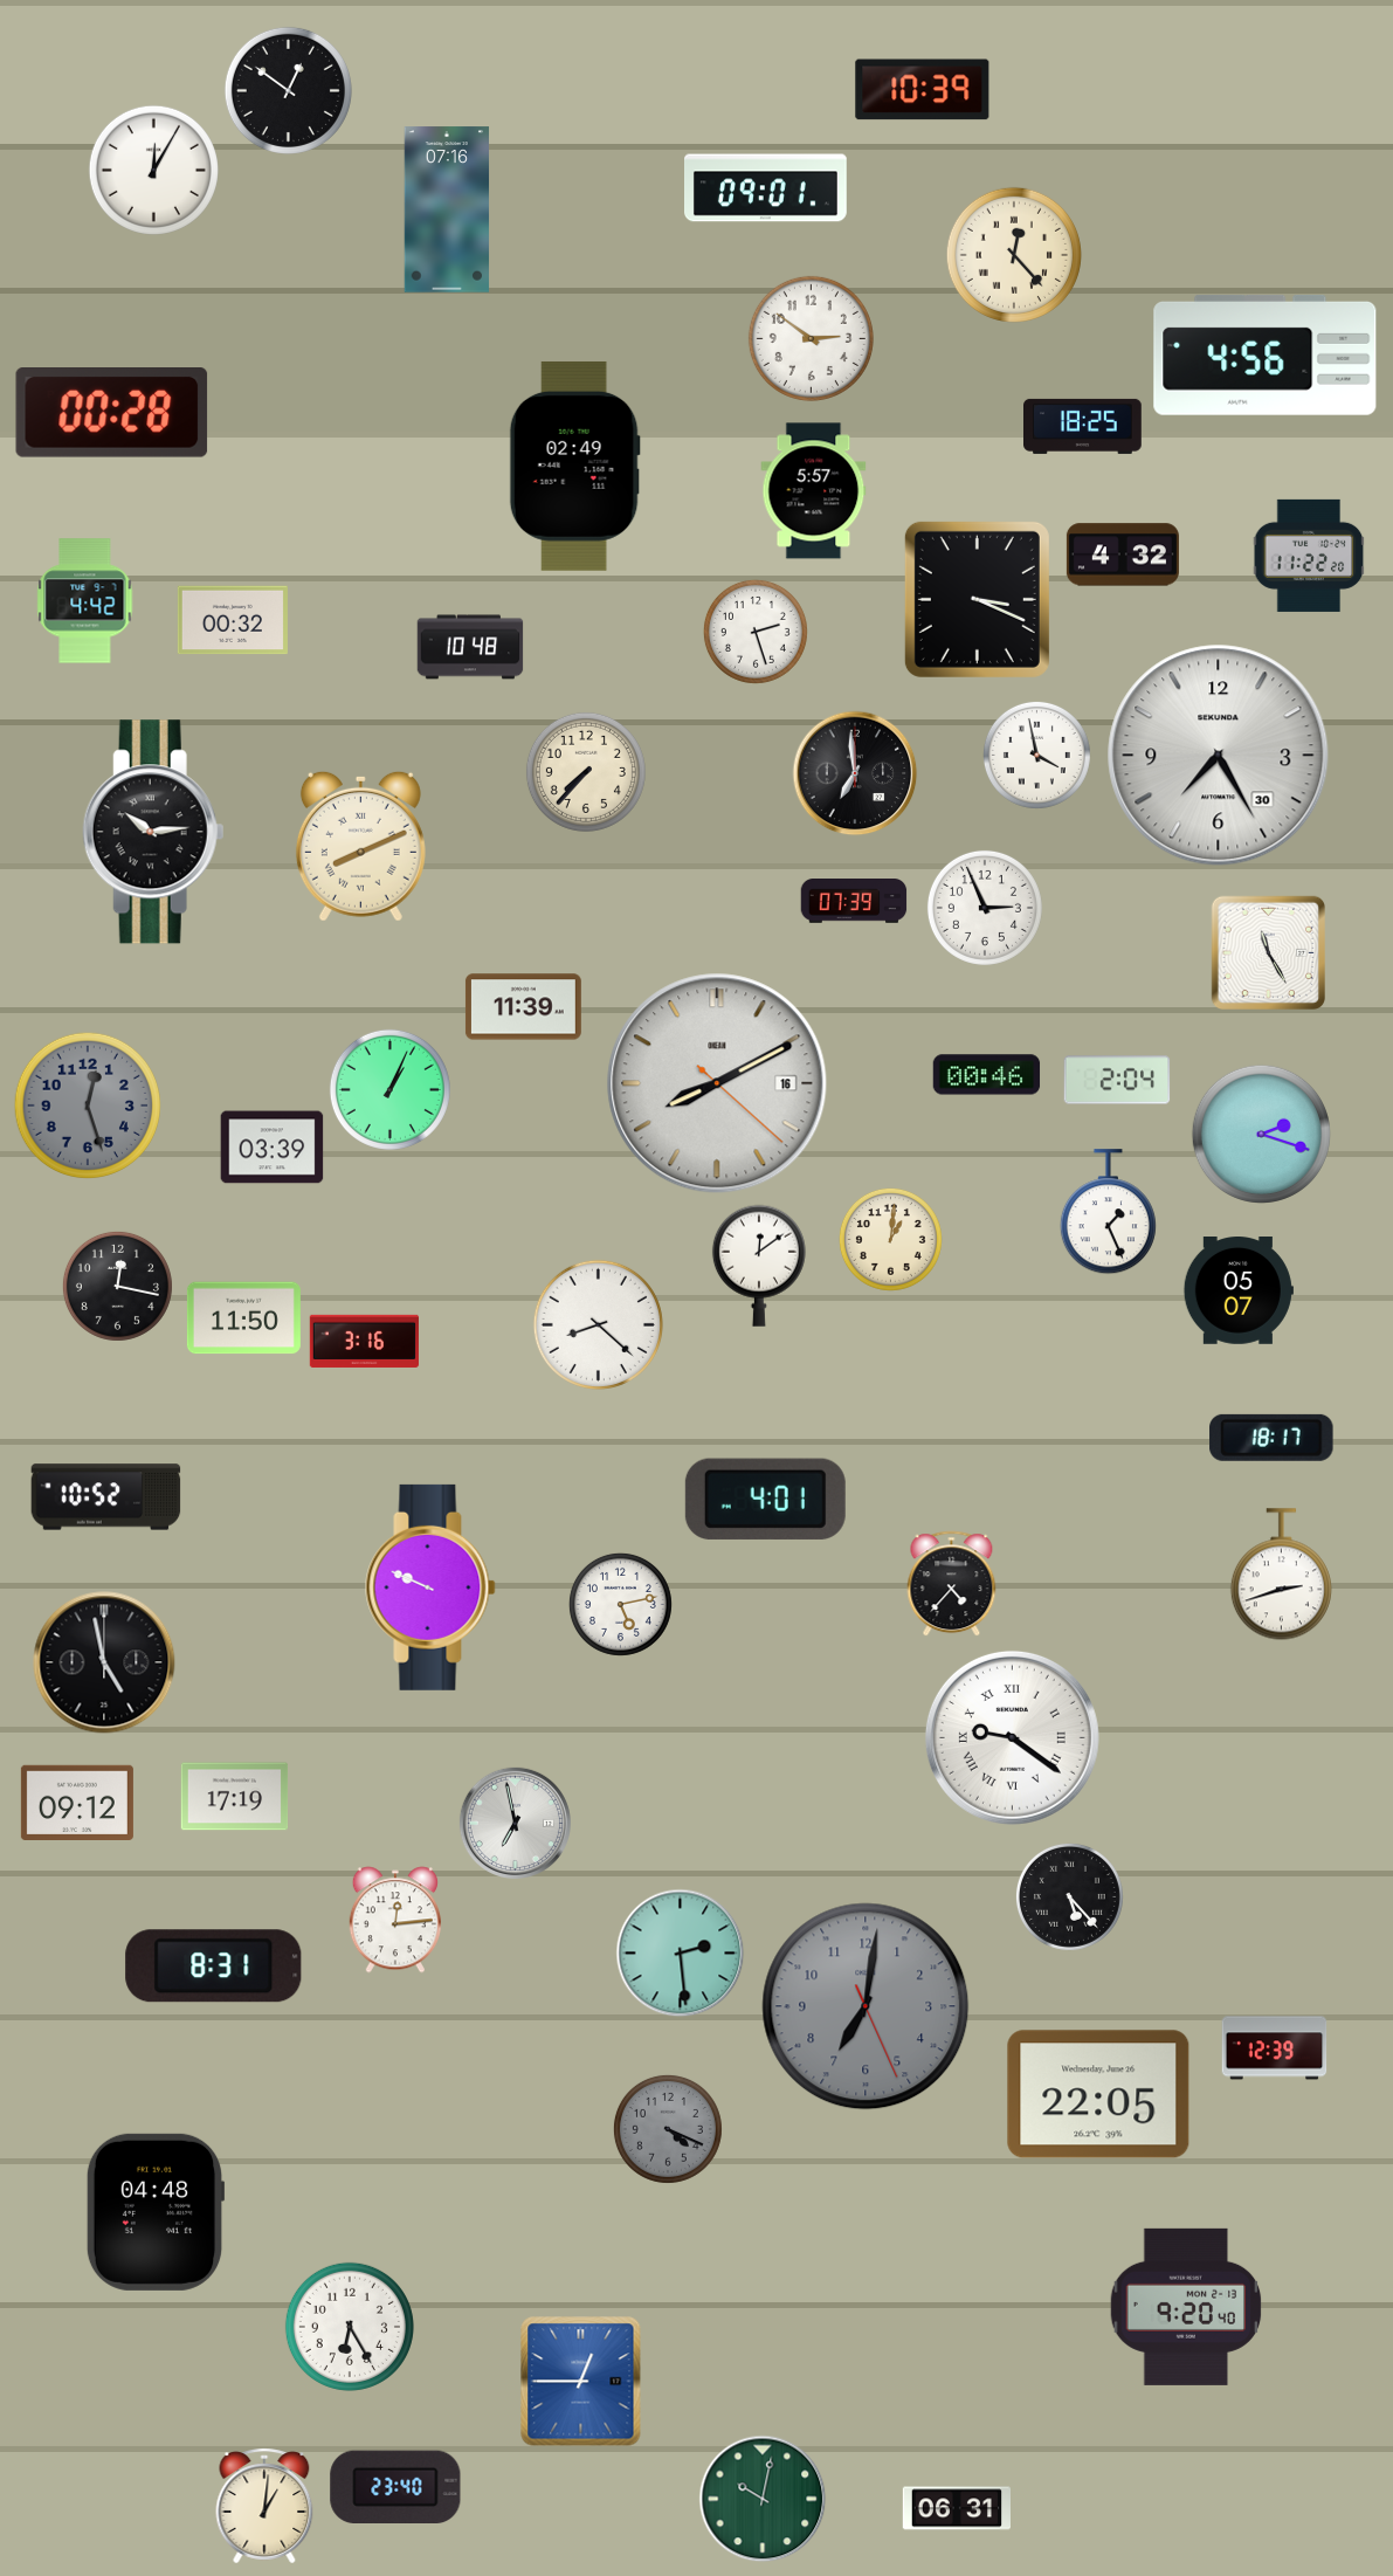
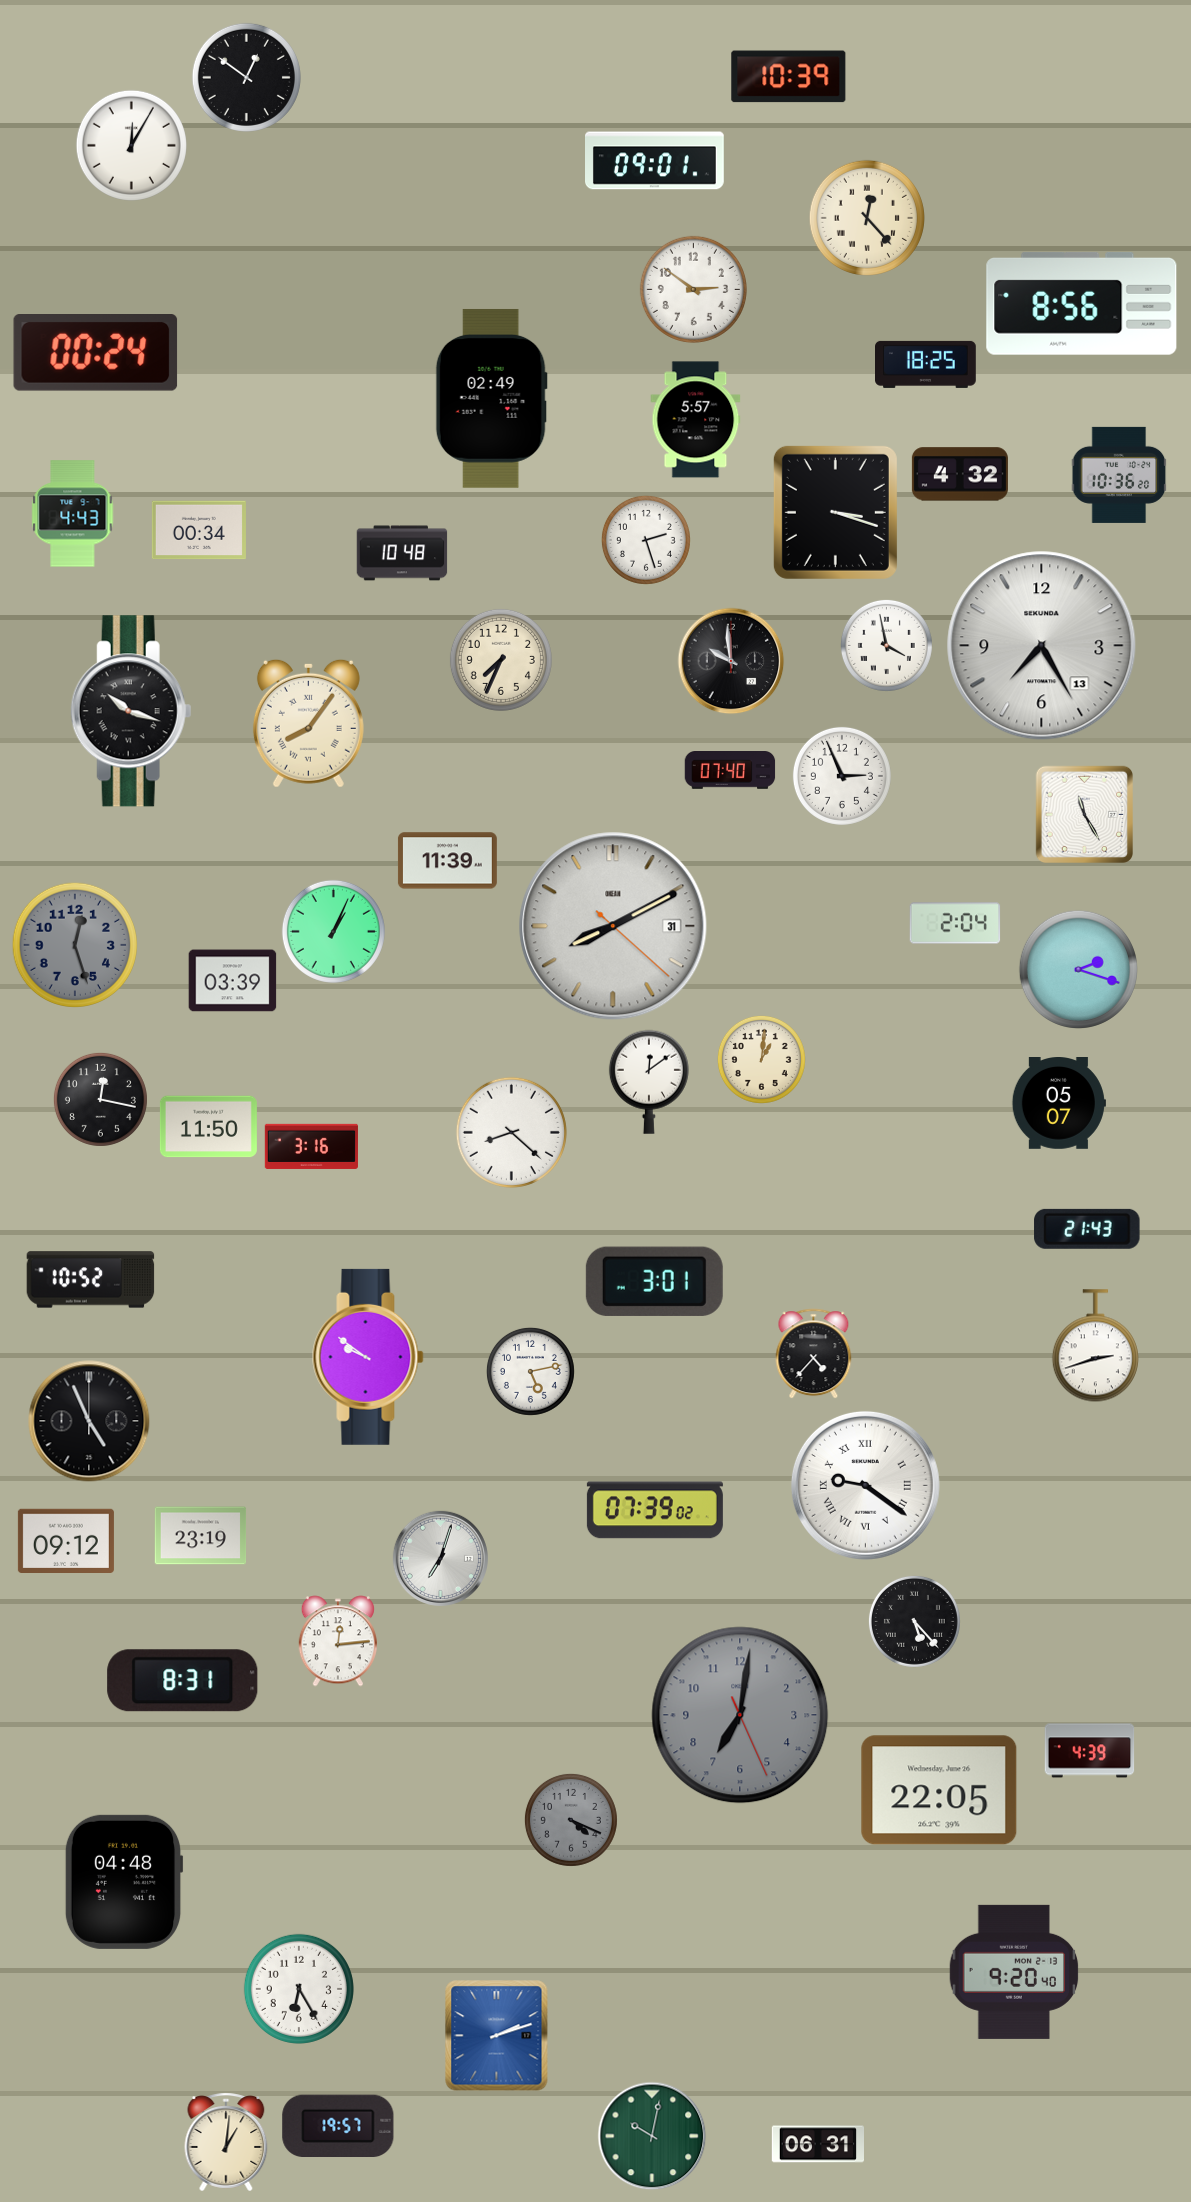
clock at (447, 209): 07:16 -> none
clock at (1266, 354): 4:56 -> 8:56
clock at (112, 413): 00:28 -> 00:24
clock at (1309, 556): 11:22 -> 10:36
clock at (977, 599): 3:19 -> 3:18
clock at (85, 601): 4:42 -> 4:43
clock at (233, 620): 00:32 -> 00:34
clock at (1219, 756) date: 30 -> 13
clock at (586, 772): 7:37 -> 7:34
clock at (855, 773): 6:59 -> 9:59
clock at (153, 832): 10:14 -> 10:18
clock at (360, 846): 8:11 -> 8:06
clock at (854, 901): 07:39 -> 07:40
clock at (987, 1075): 00:46 -> none
clock at (717, 1083) date: 16 -> 31
clock at (1108, 1212): 1:26 -> none
clock at (1271, 1438): 18:17 -> 21:43
clock at (765, 1499): 4:01 -> 3:01
clock at (430, 1587): 9:49 -> 9:51
clock at (104, 1662): 4:58 -> 4:56
clock at (655, 1510): none -> 07:39
clock at (235, 1797): 17:19 -> 23:19
clock at (515, 1823): 6:58 -> 7:03
clock at (681, 1954): 2:29 -> none
clock at (1275, 2048): 12:39 -> 4:39
clock at (156, 2212) position: (156, 2212) -> (124, 1882)
clock at (581, 2382): 12:45 -> 2:12
clock at (395, 2486): 23:40 -> 19:57
